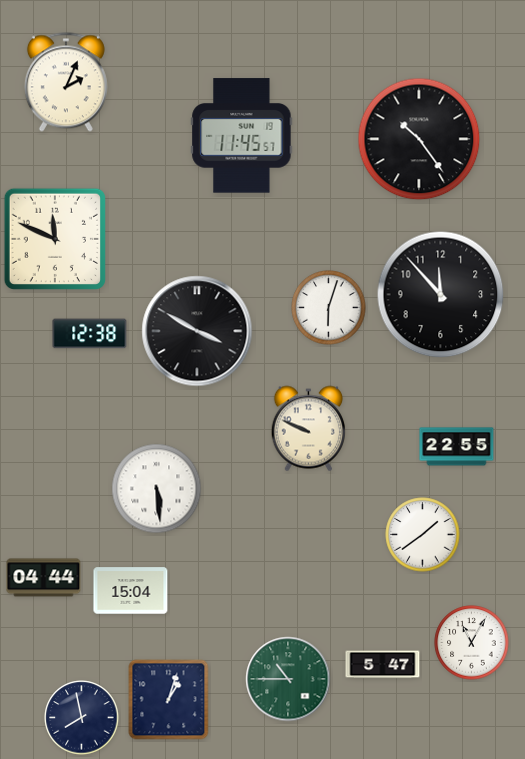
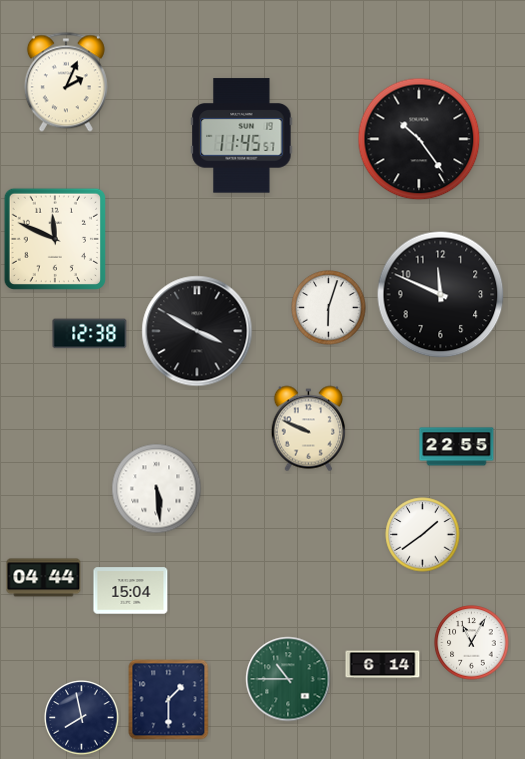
clock at (441, 295): 11:53 -> 11:49
clock at (383, 665): 5:47 -> 6:14
clock at (169, 700): 1:03 -> 1:30
